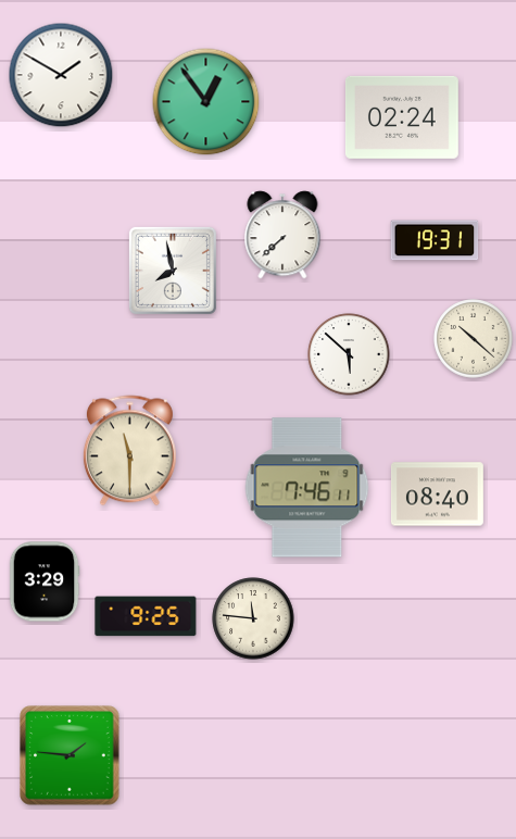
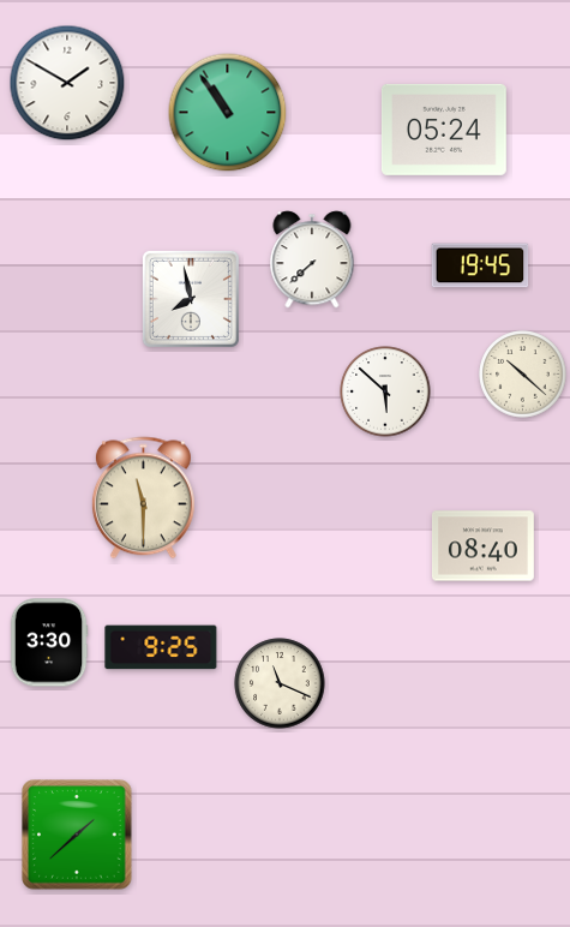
clock at (206, 102): 12:54 -> 10:54
clock at (402, 117): 02:24 -> 05:24
clock at (435, 240): 19:31 -> 19:45
clock at (307, 488): 7:46 -> none
clock at (45, 581): 3:29 -> 3:30
clock at (146, 616) position: (146, 616) -> (161, 647)
clock at (253, 618): 11:46 -> 11:19
clock at (70, 755): 1:46 -> 1:38
